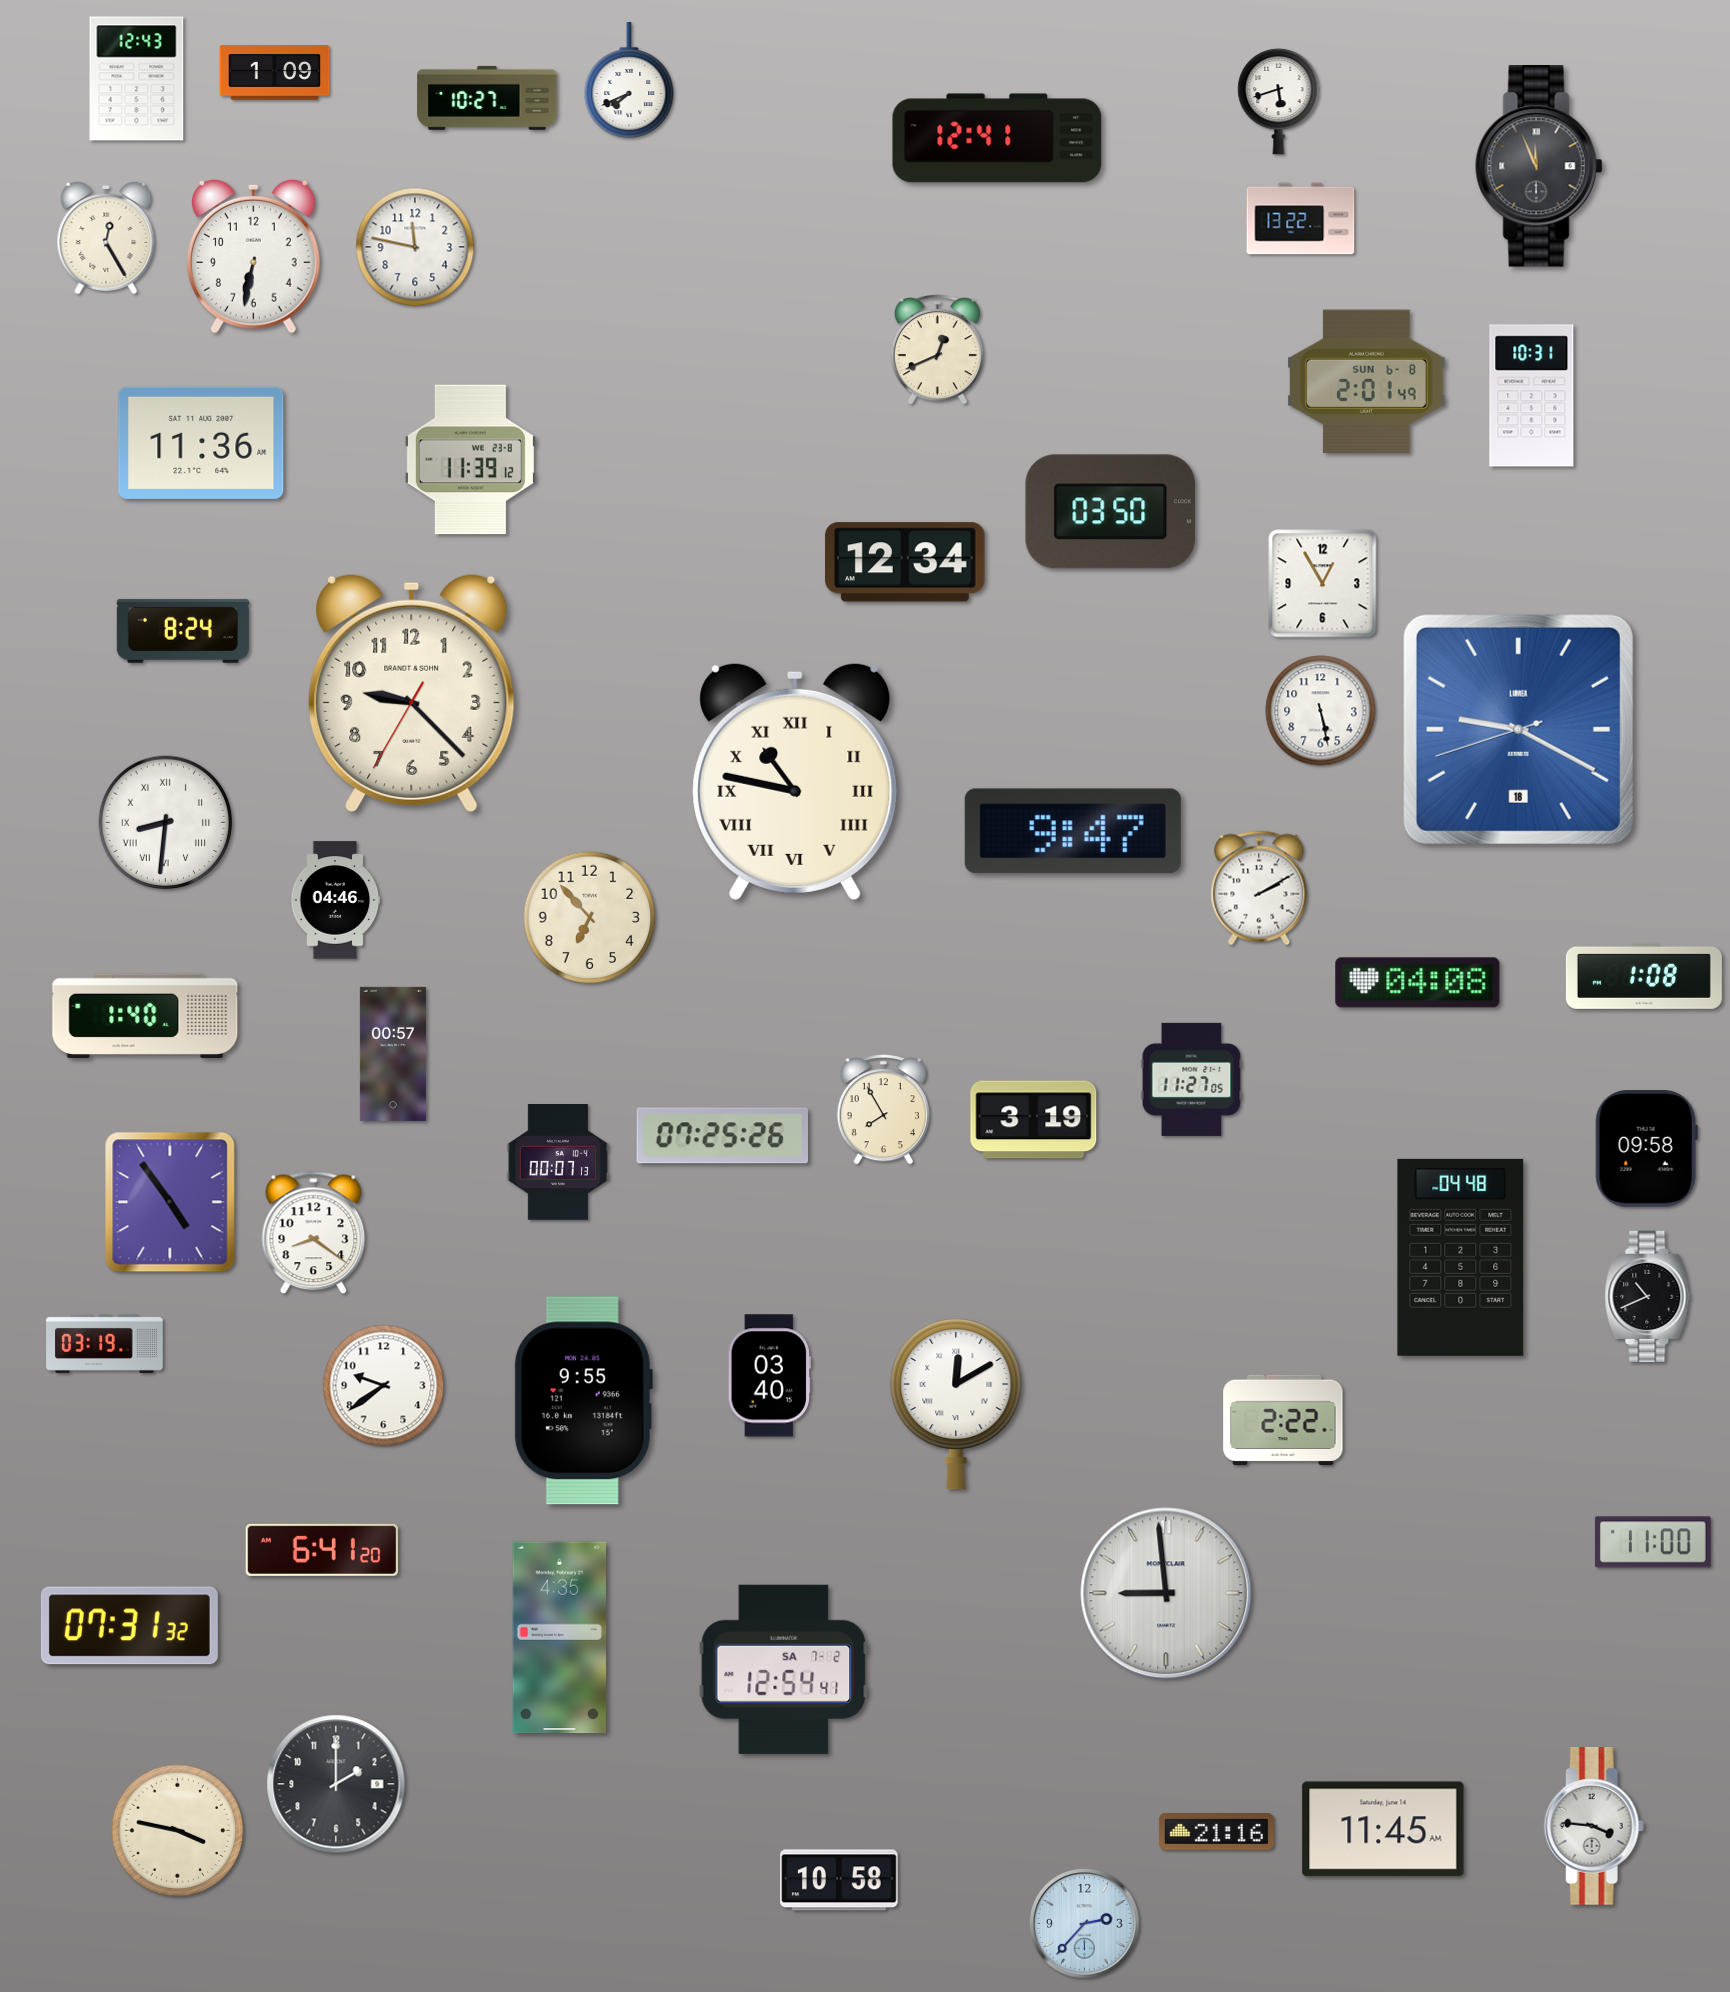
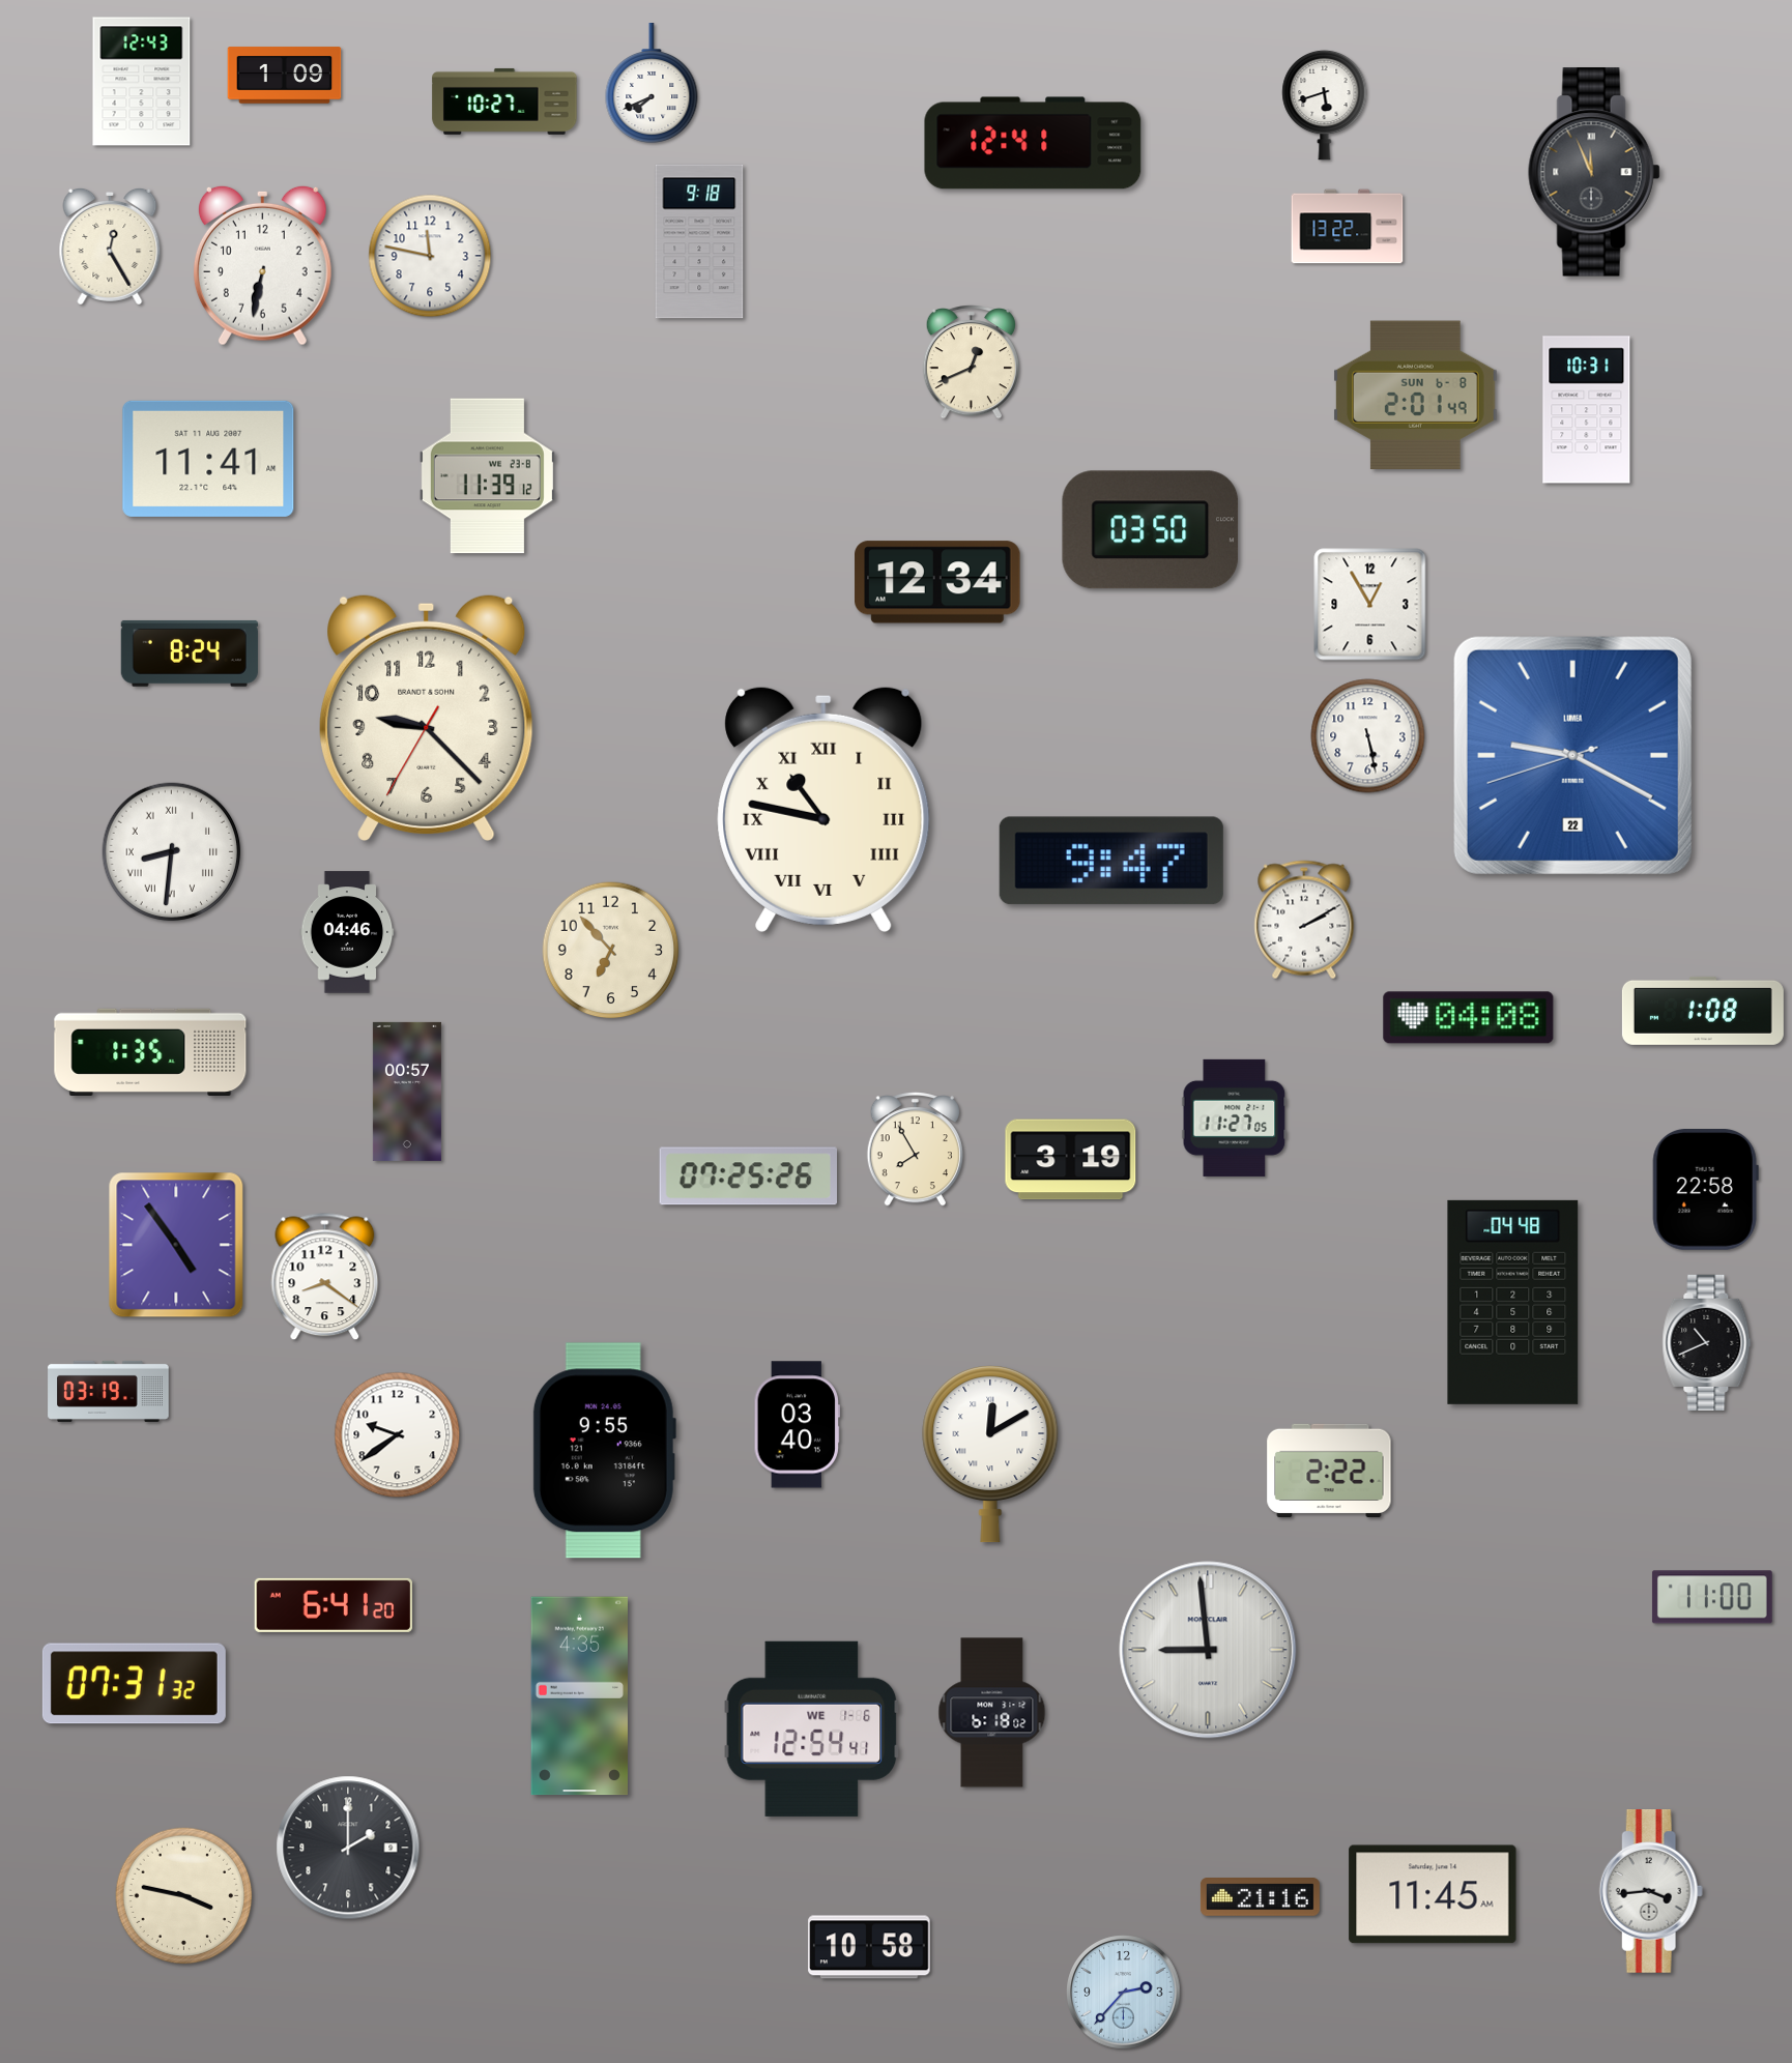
clock at (699, 241): none -> 9:18
clock at (201, 443): 11:36 -> 11:41
clock at (1518, 729) date: 18 -> 22
clock at (145, 1015): 1:40 -> 1:35
clock at (1646, 1149): 09:58 -> 22:58
clock at (557, 1163): 00:07 -> none
clock at (992, 1713): none -> 6:18
clock at (784, 1669) date: SA 7-2 -> WE 1-6
clock at (1594, 1827): 3:46 -> 3:44
